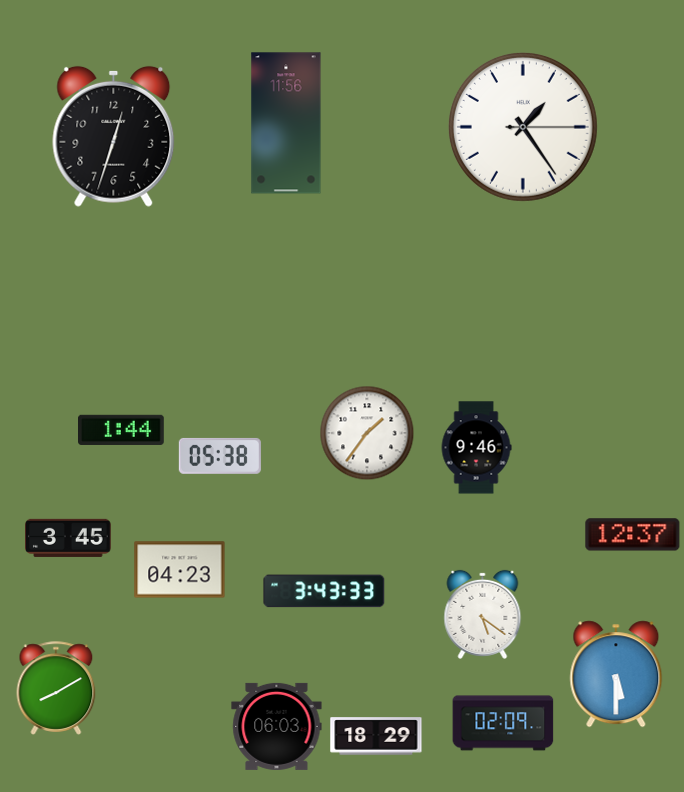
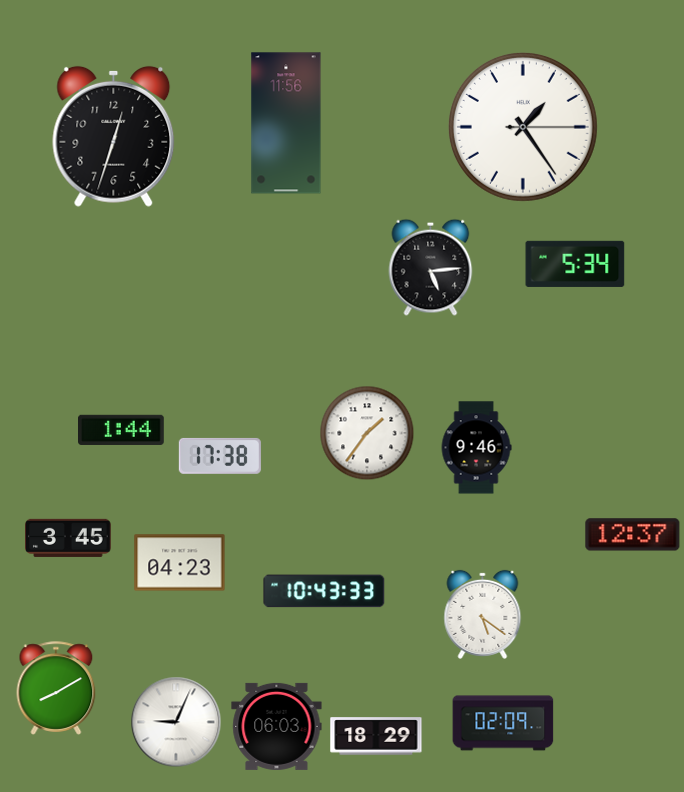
clock at (575, 264): none -> 5:34
clock at (431, 267): none -> 5:14
clock at (220, 456): 05:38 -> 17:38
clock at (180, 570) position: (180, 570) -> (180, 563)
clock at (324, 591): 3:43 -> 10:43
clock at (616, 674): 5:30 -> none
clock at (176, 722): none -> 9:04
